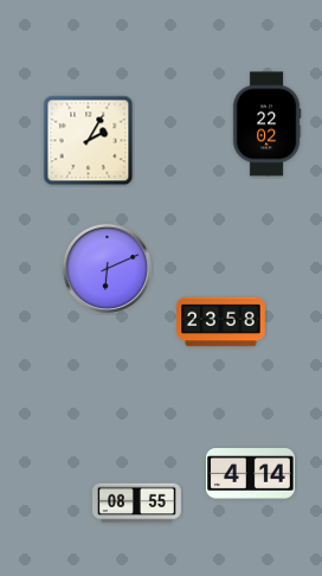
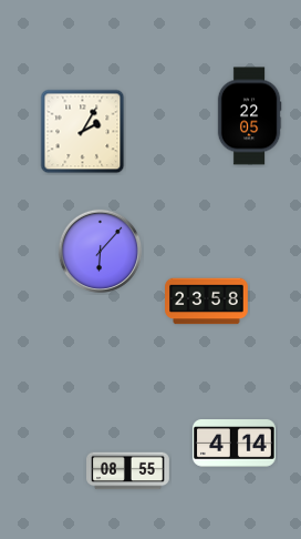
clock at (266, 124): 22:02 -> 22:05
clock at (107, 268): 6:11 -> 6:07
